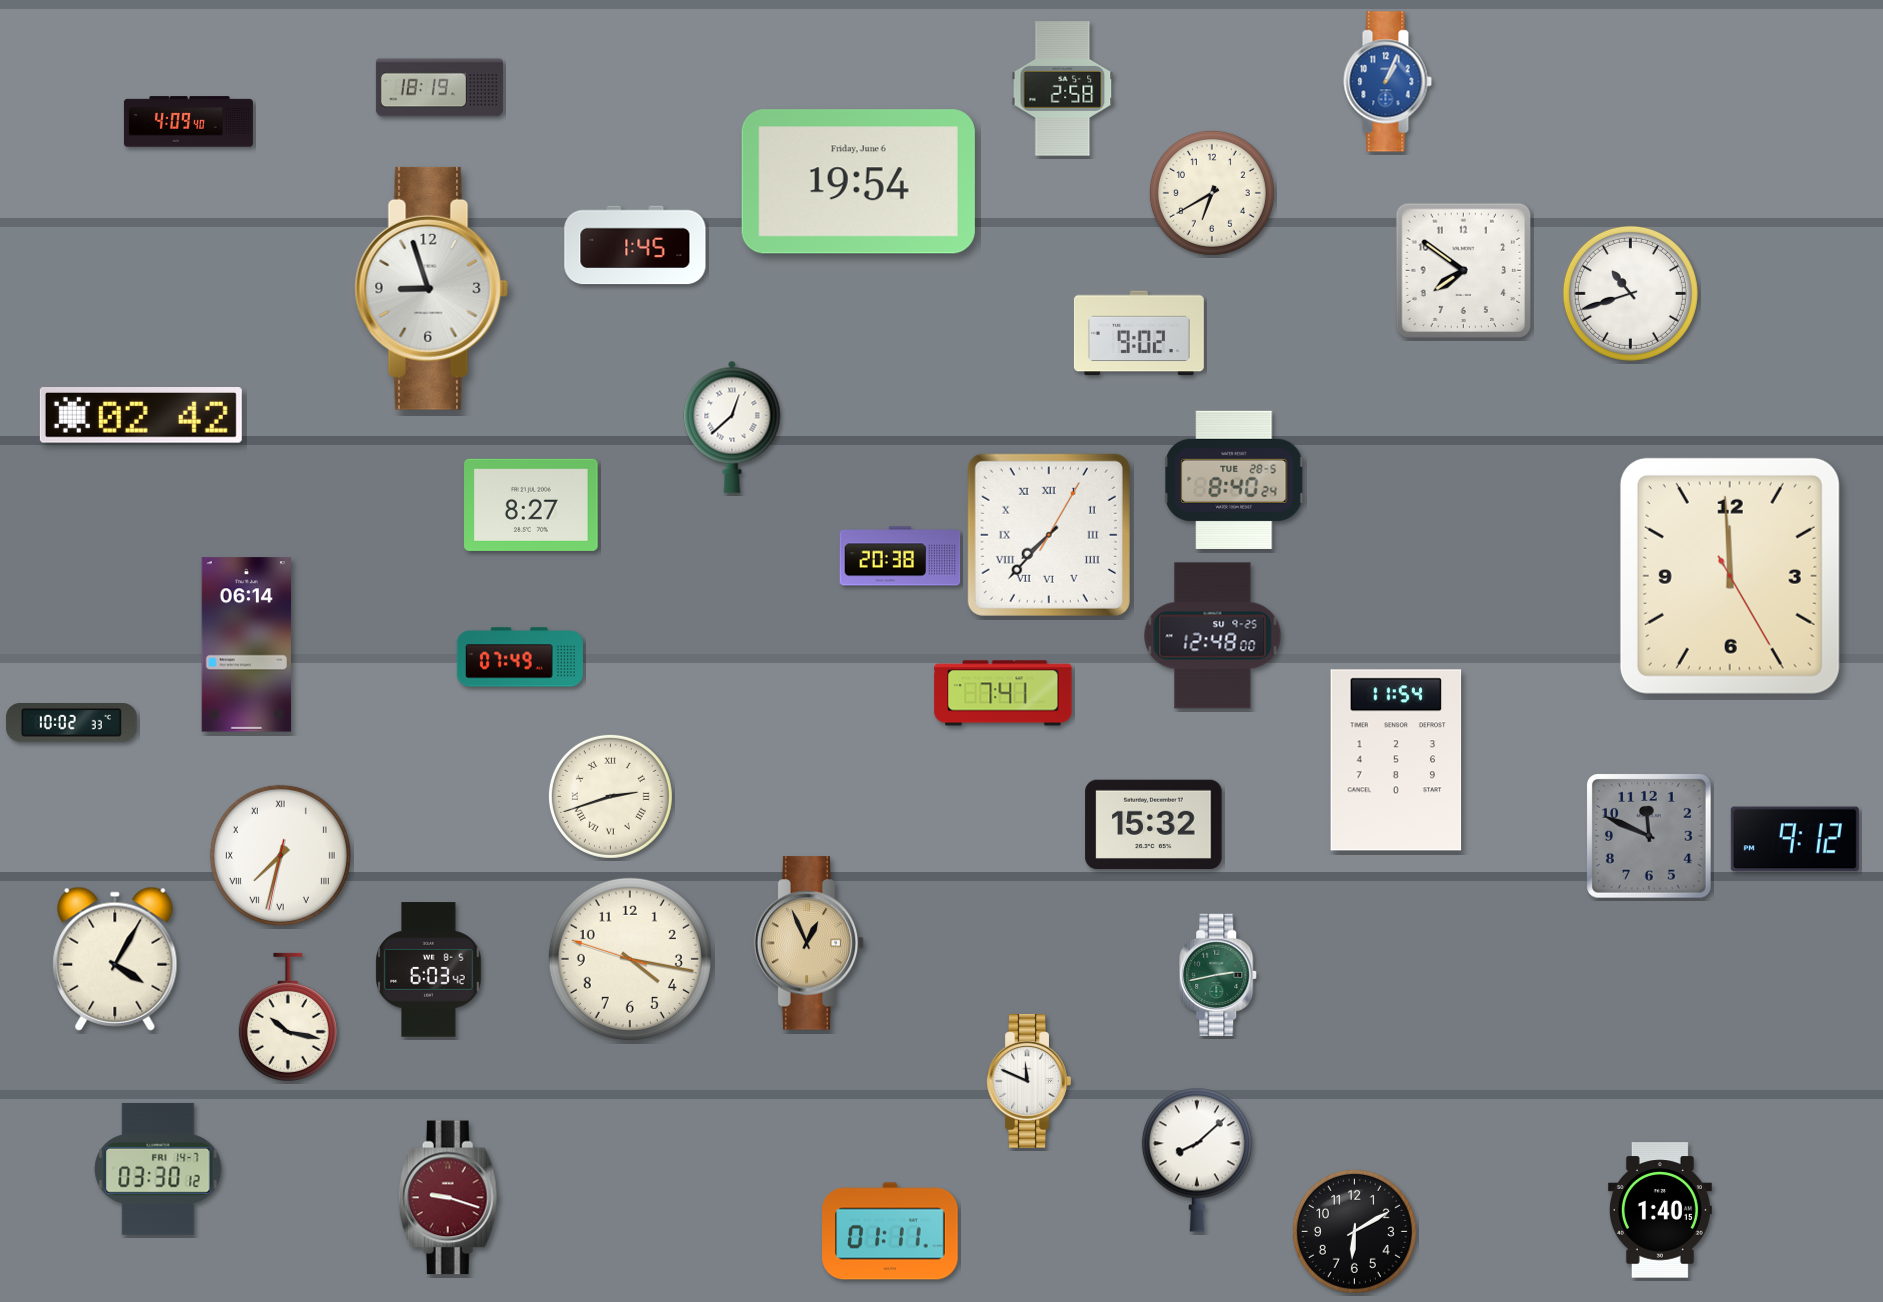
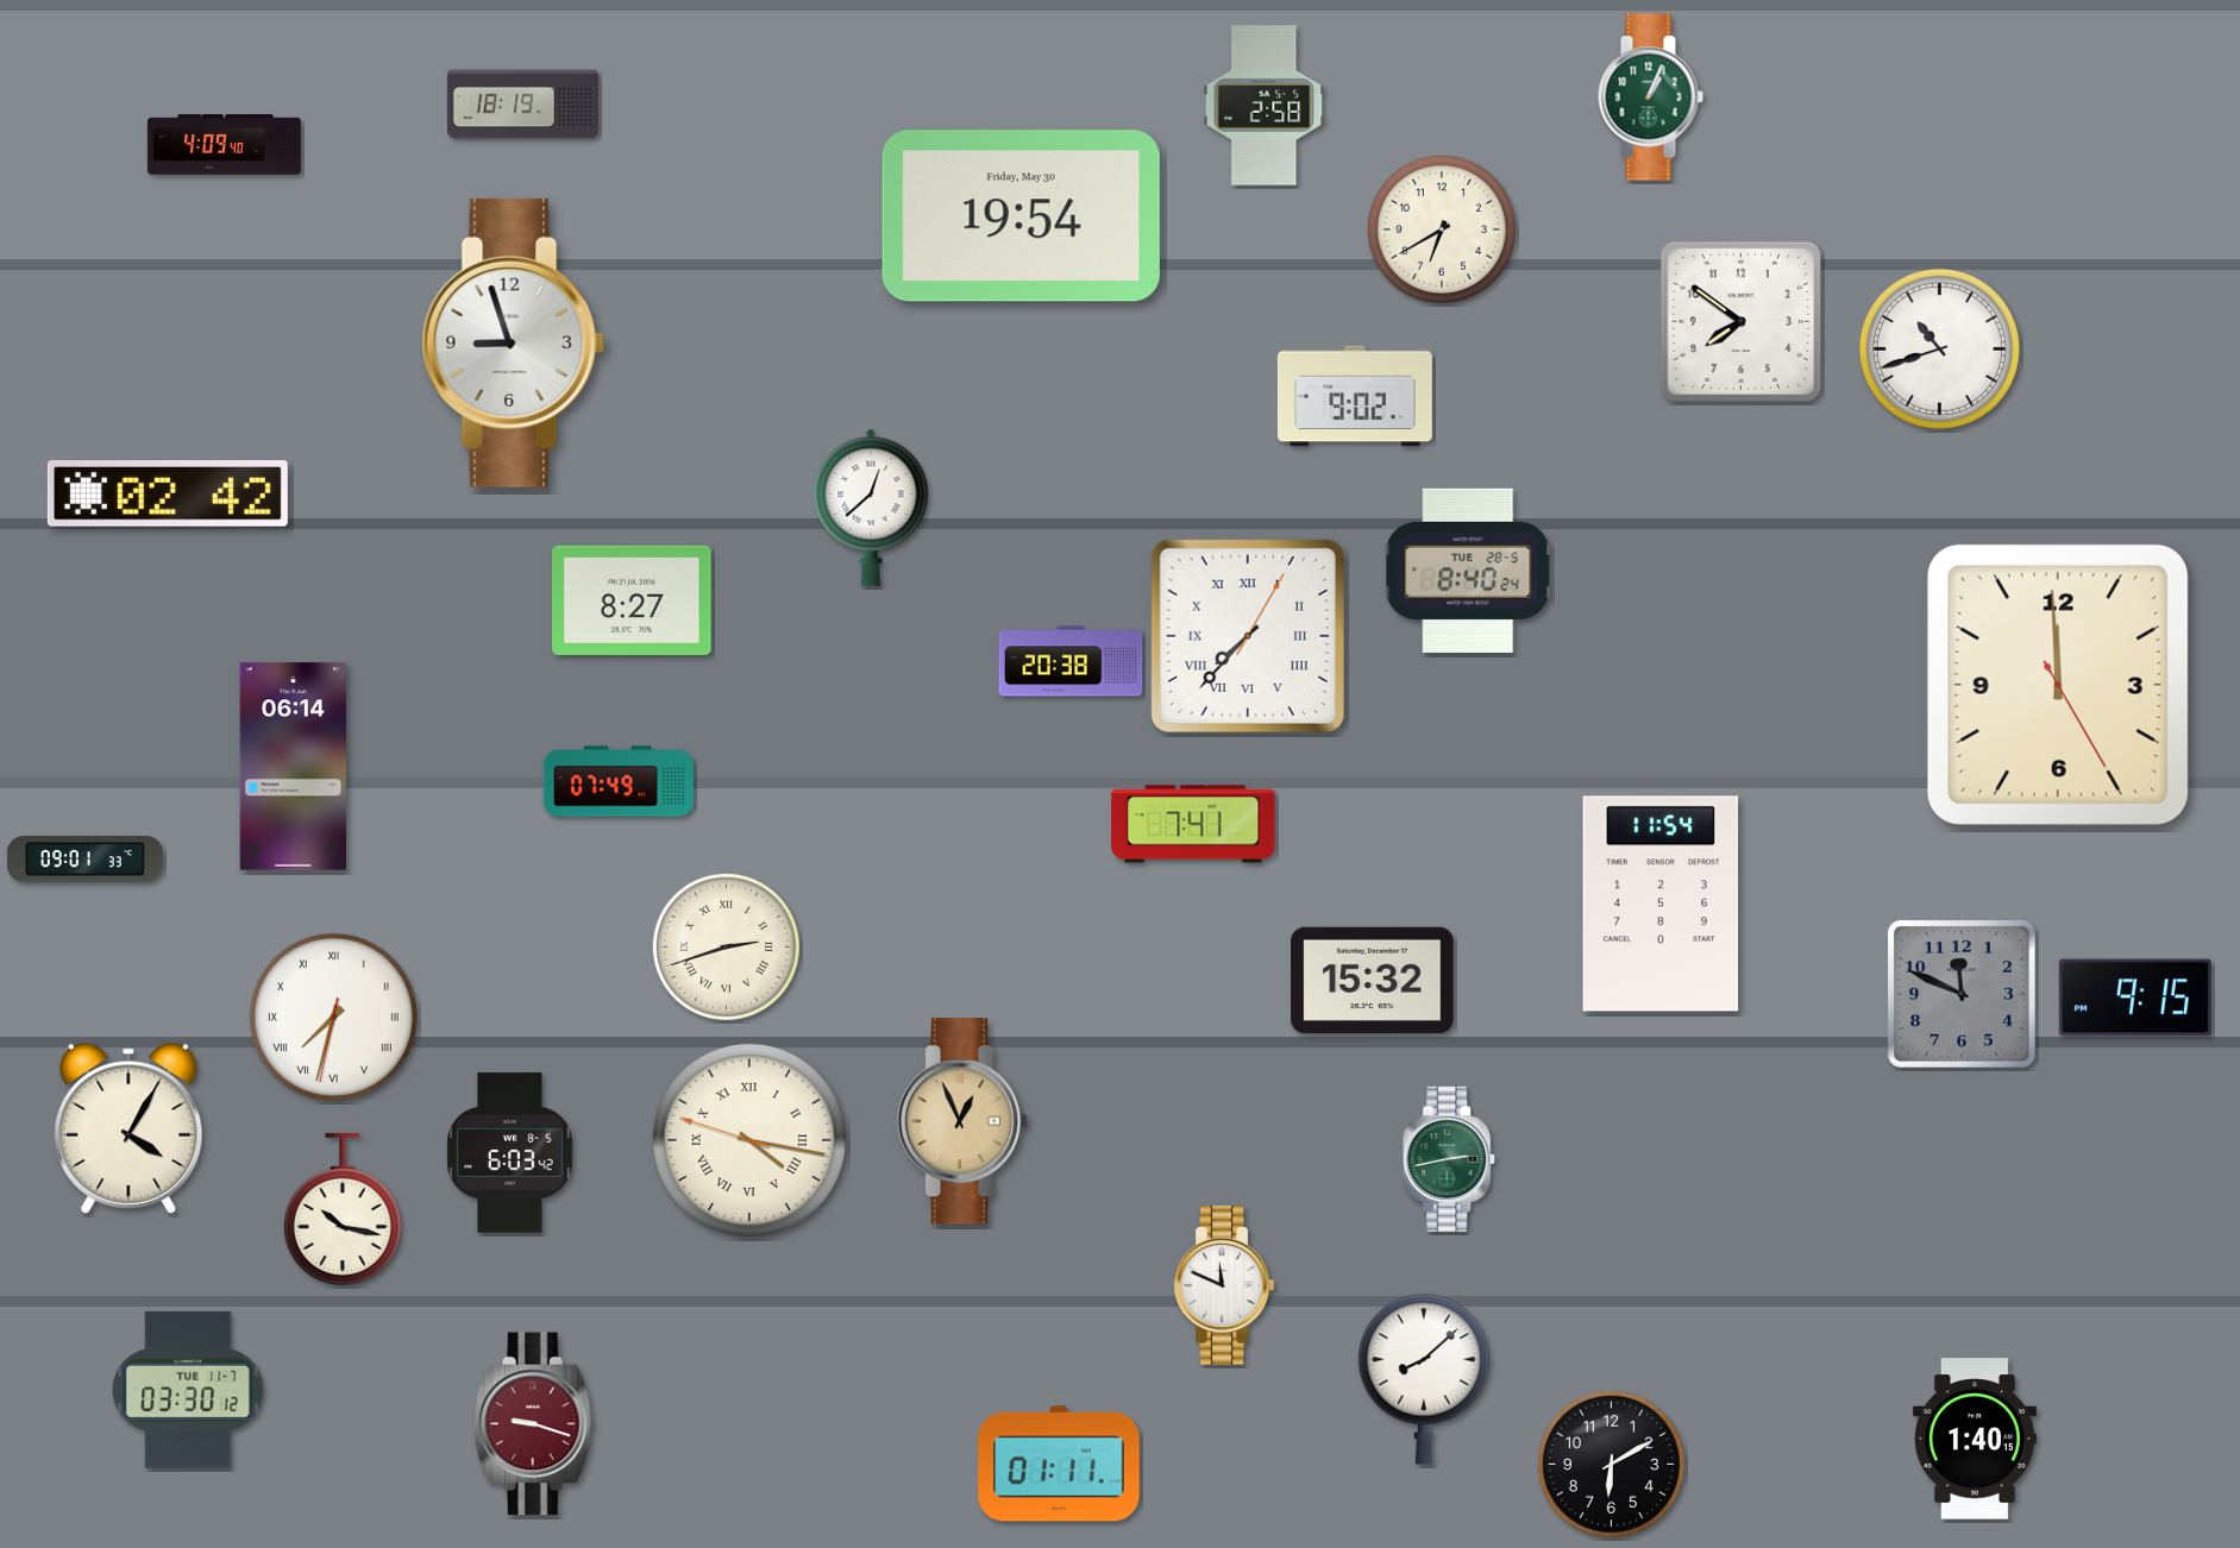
clock at (1387, 82) dial: blue -> green
clock at (858, 182) date: Friday, June 6 -> Friday, May 30
clock at (635, 245): 1:45 -> none
clock at (1213, 636): 12:48 -> none
clock at (71, 723): 10:02 -> 09:01
clock at (1795, 839): 9:12 -> 9:15
clock at (115, 959) position: (115, 959) -> (128, 1128)
clock at (630, 959) numerals: Arabic -> Roman
clock at (158, 1169) date: FRI 14-7 -> TUE 11-7
